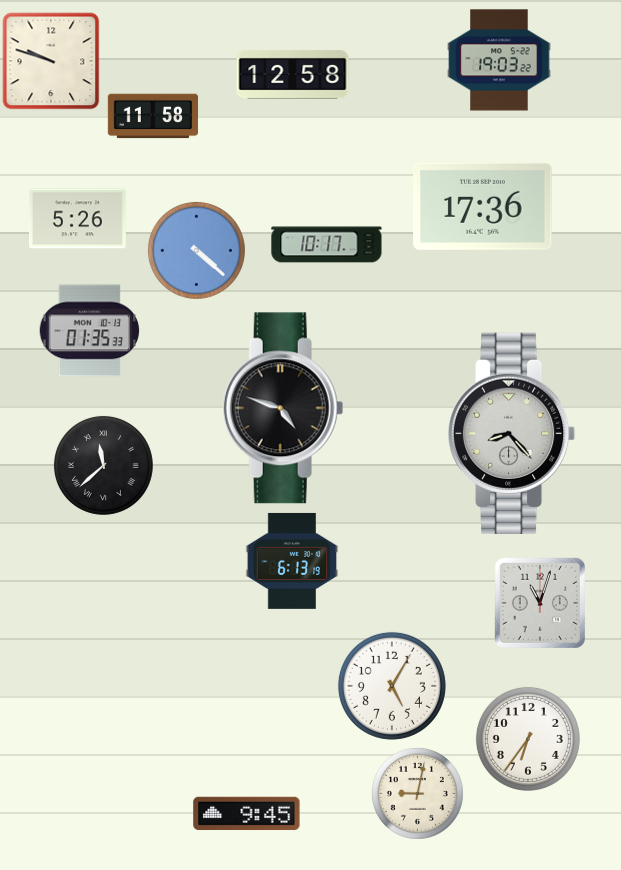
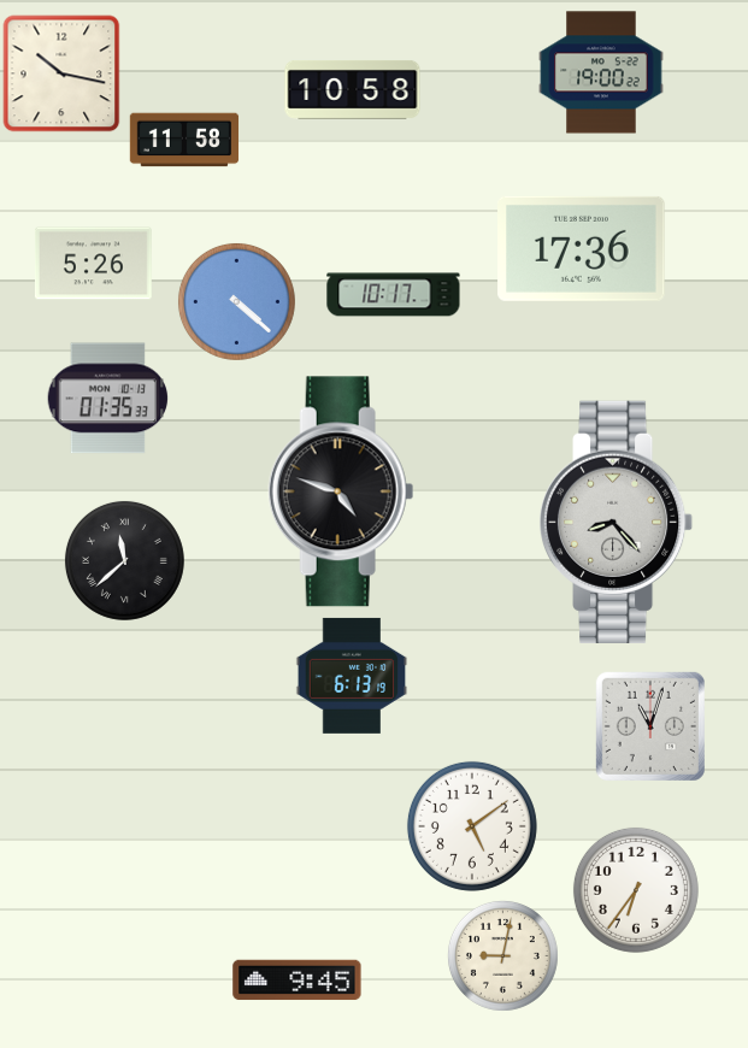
clock at (499, 60): 19:03 -> 19:00
clock at (51, 61): 9:48 -> 10:17
clock at (293, 74): 12:58 -> 10:58
clock at (392, 686): 5:05 -> 5:09
